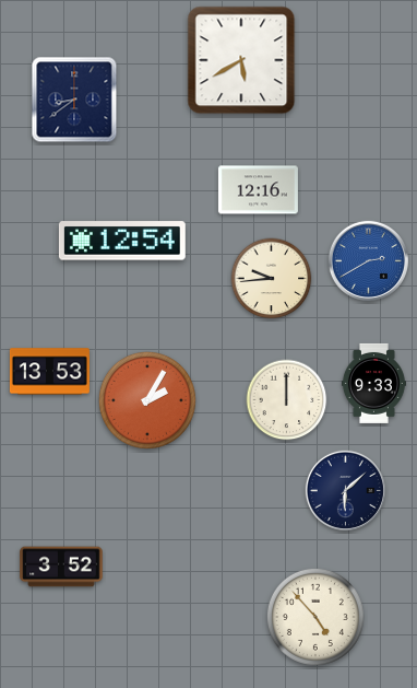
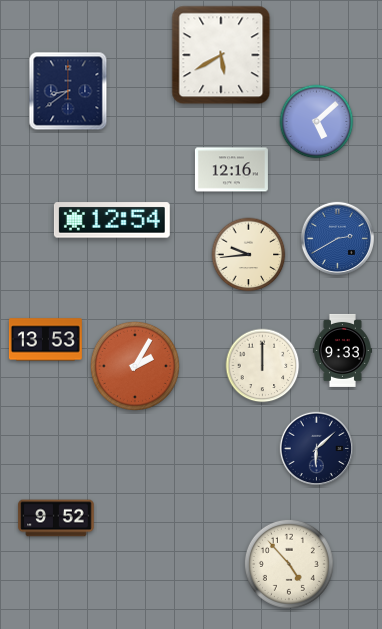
clock at (317, 122): none -> 5:08
clock at (258, 190) position: (258, 190) -> (231, 170)
clock at (61, 567): 3:52 -> 9:52
